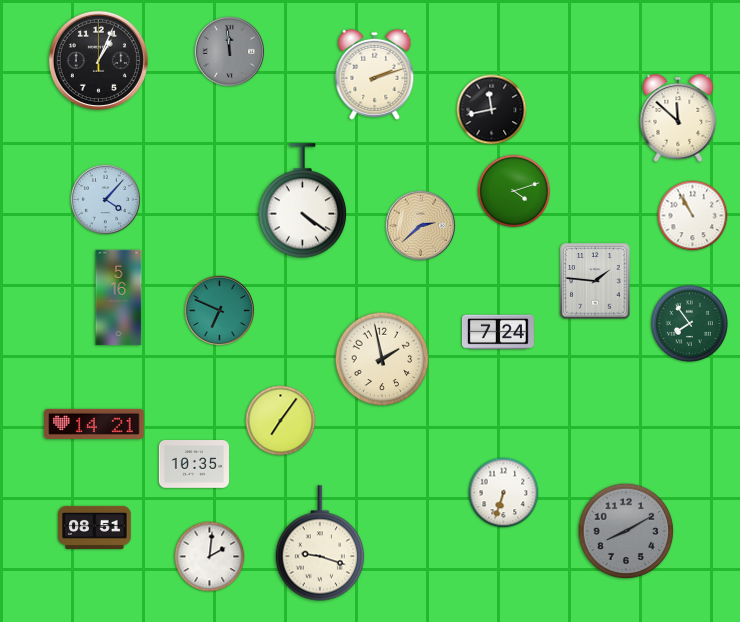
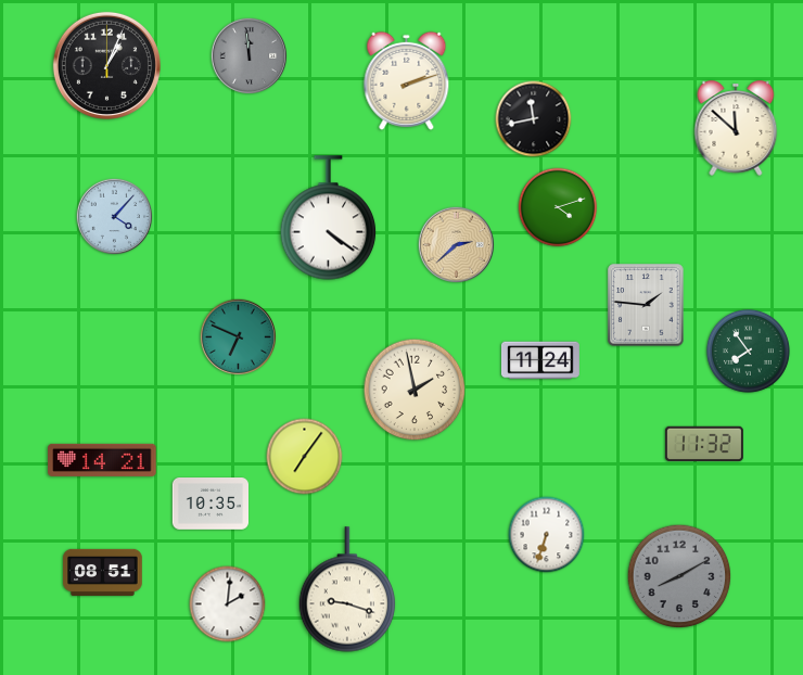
clock at (693, 216): 10:55 -> none
clock at (119, 298): 5:16 -> none
clock at (498, 332): 7:24 -> 11:24
clock at (704, 443): none -> 11:32
